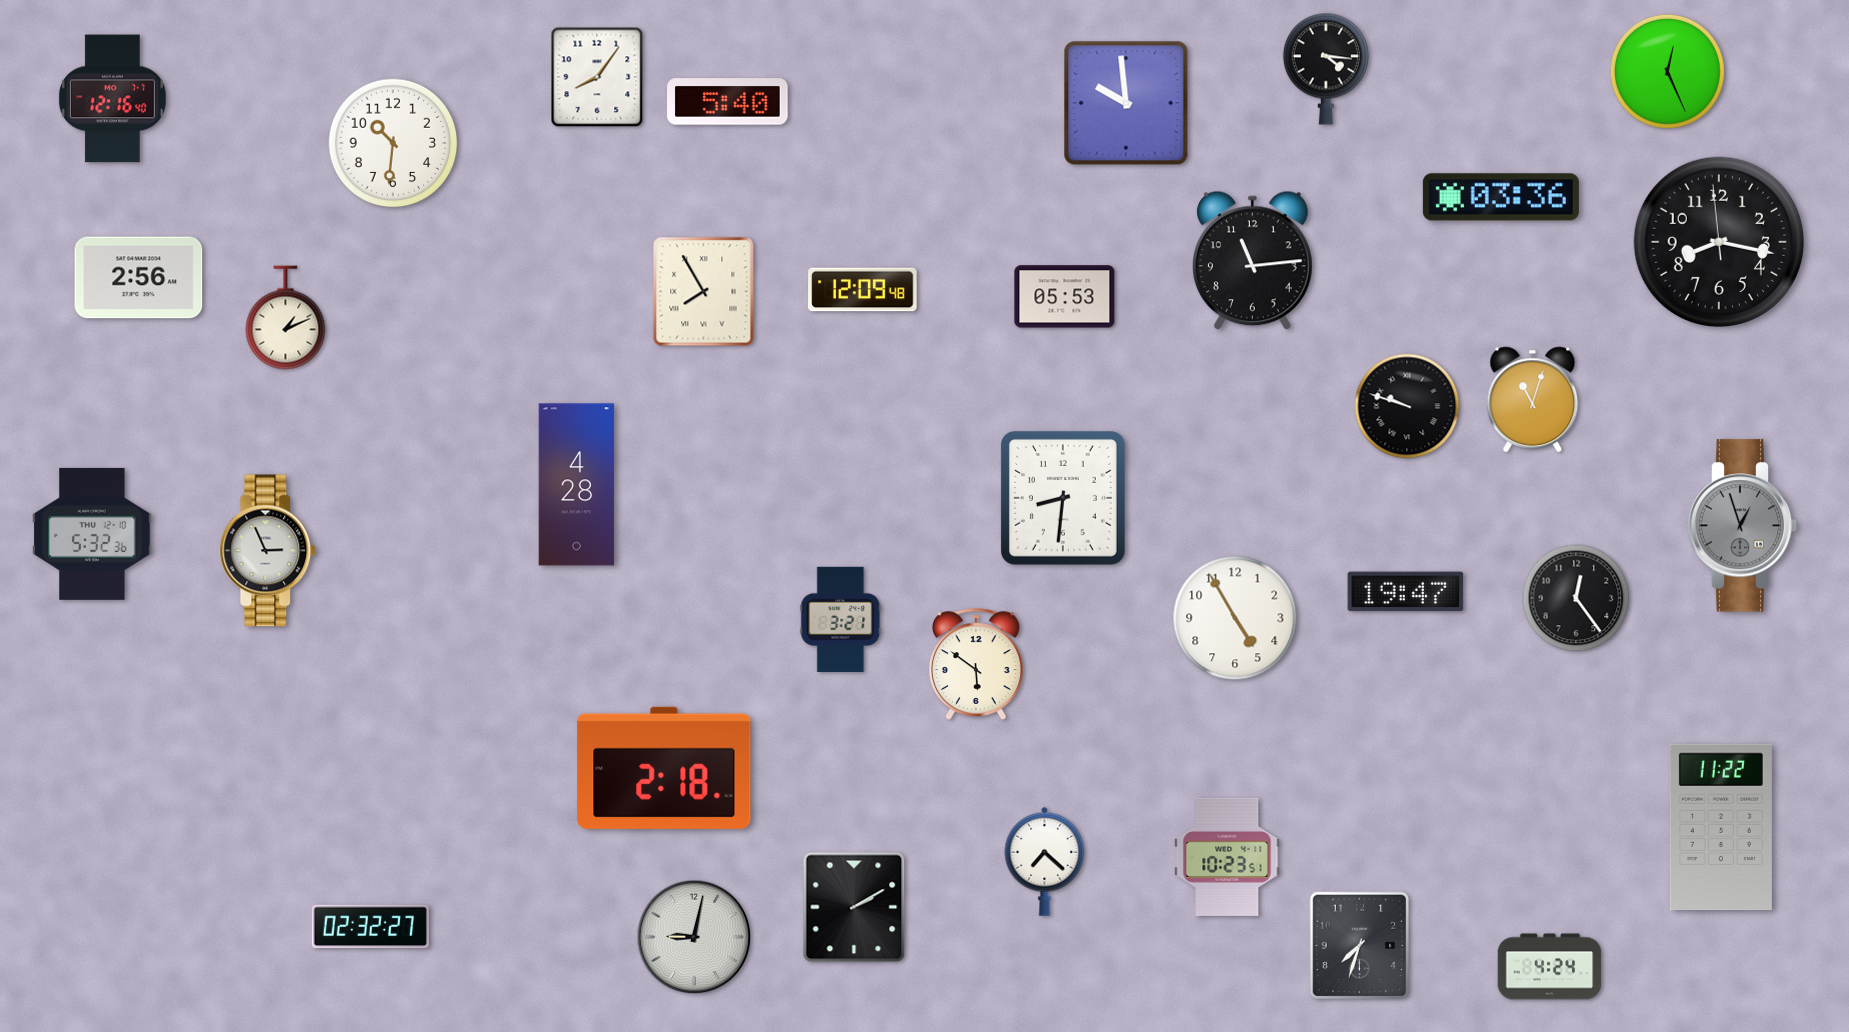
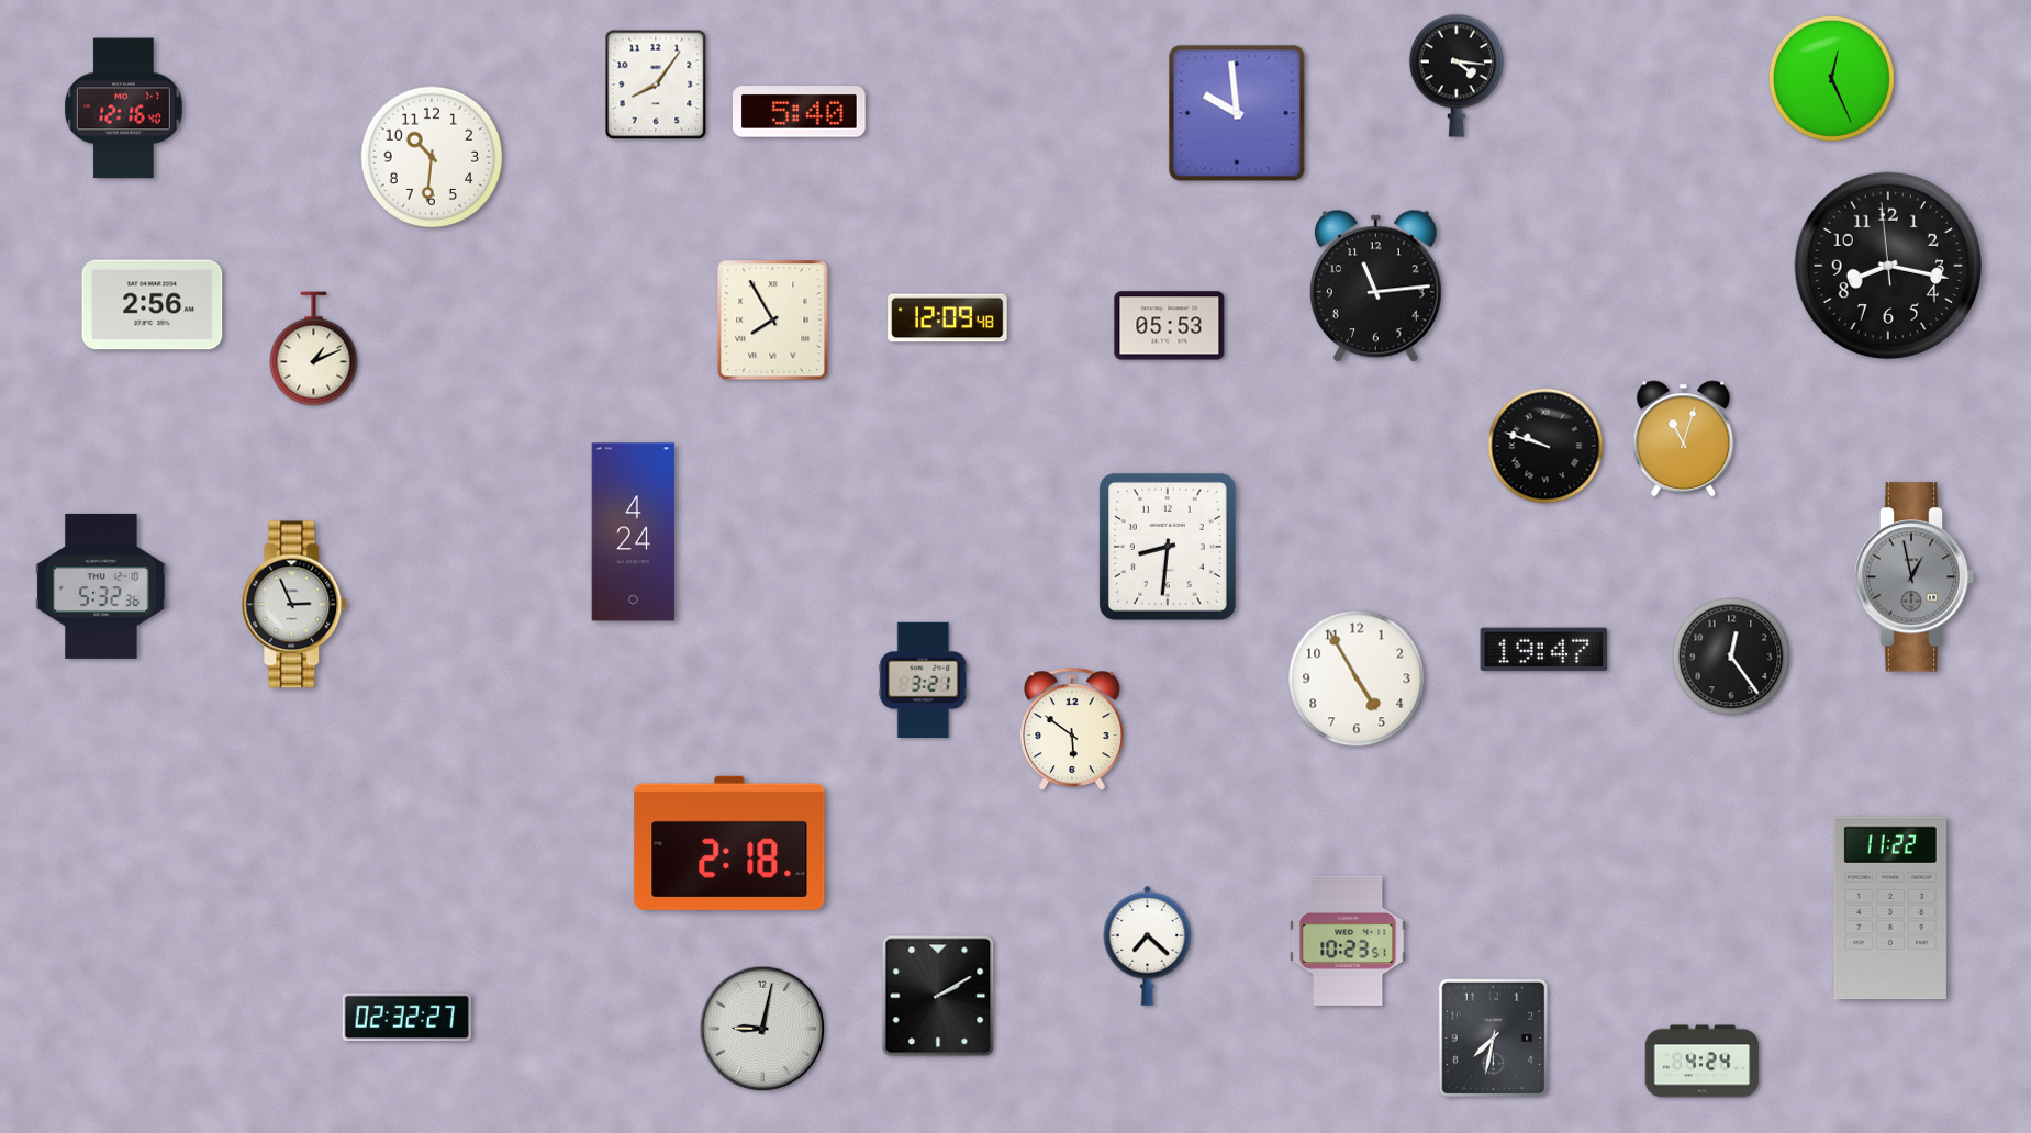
clock at (1501, 197): 03:36 -> none
clock at (577, 485): 4:28 -> 4:24
clock at (1743, 526): 12:57 -> 12:58
clock at (1360, 946): 7:33 -> 7:32
